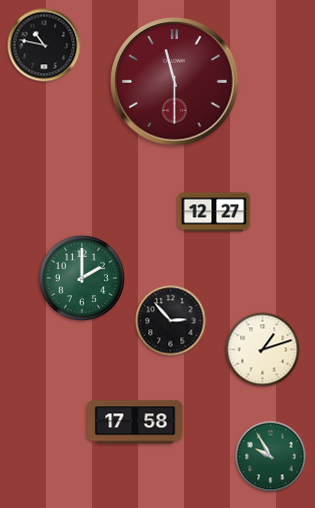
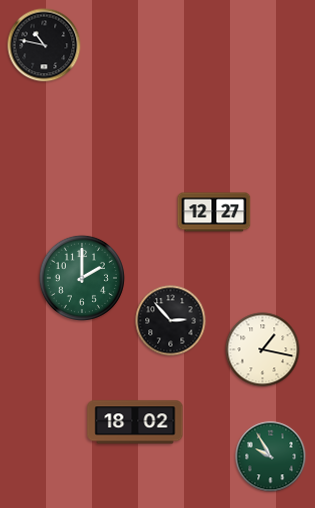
clock at (175, 82): 11:30 -> none
clock at (263, 350): 1:12 -> 1:17
clock at (135, 422): 17:58 -> 18:02
